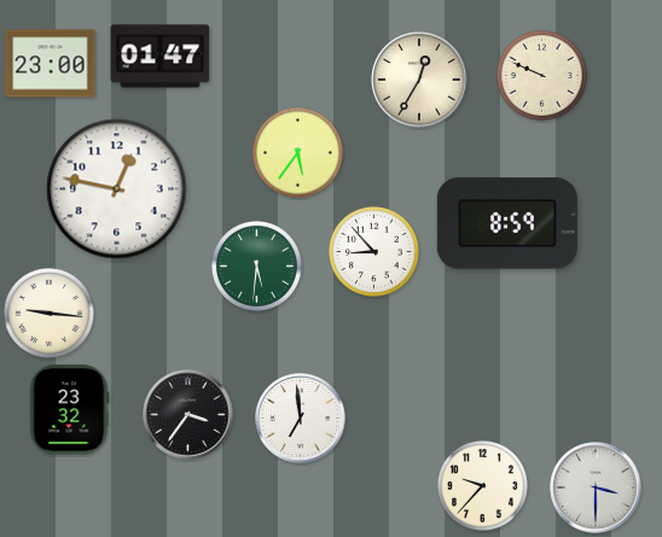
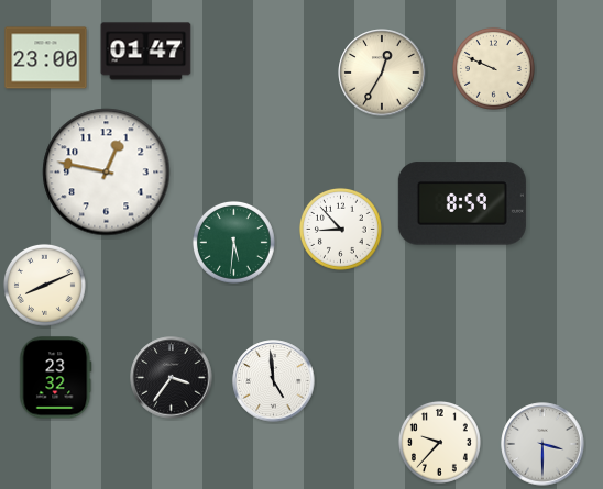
clock at (297, 152): 5:36 -> none
clock at (48, 313): 9:16 -> 8:11
clock at (70, 410) position: (70, 410) -> (56, 378)
clock at (301, 419): 6:59 -> 4:59
